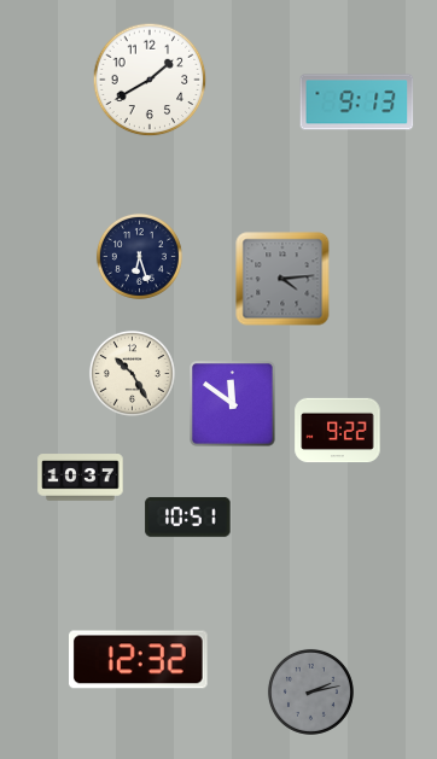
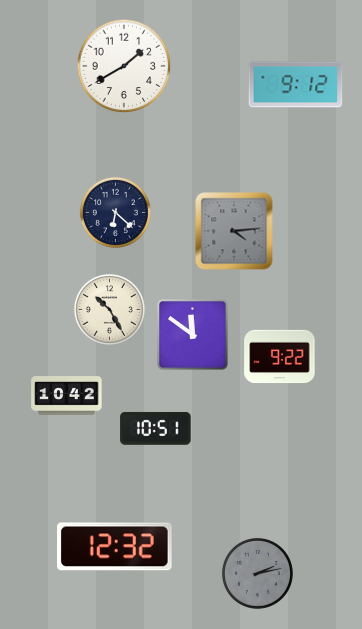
clock at (357, 103): 9:13 -> 9:12
clock at (139, 256): 6:27 -> 6:22
clock at (81, 478): 10:37 -> 10:42
